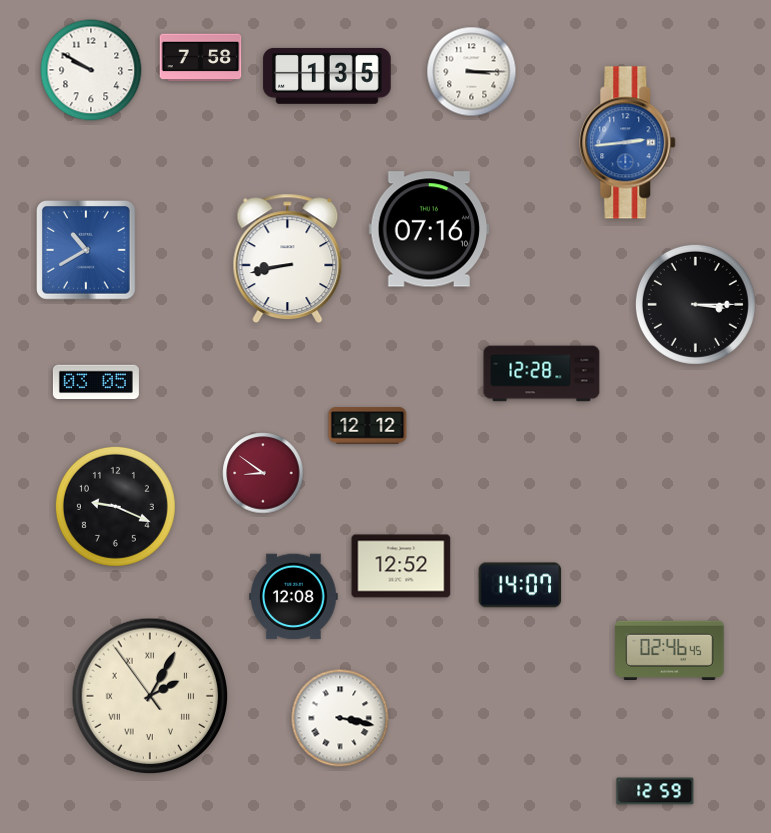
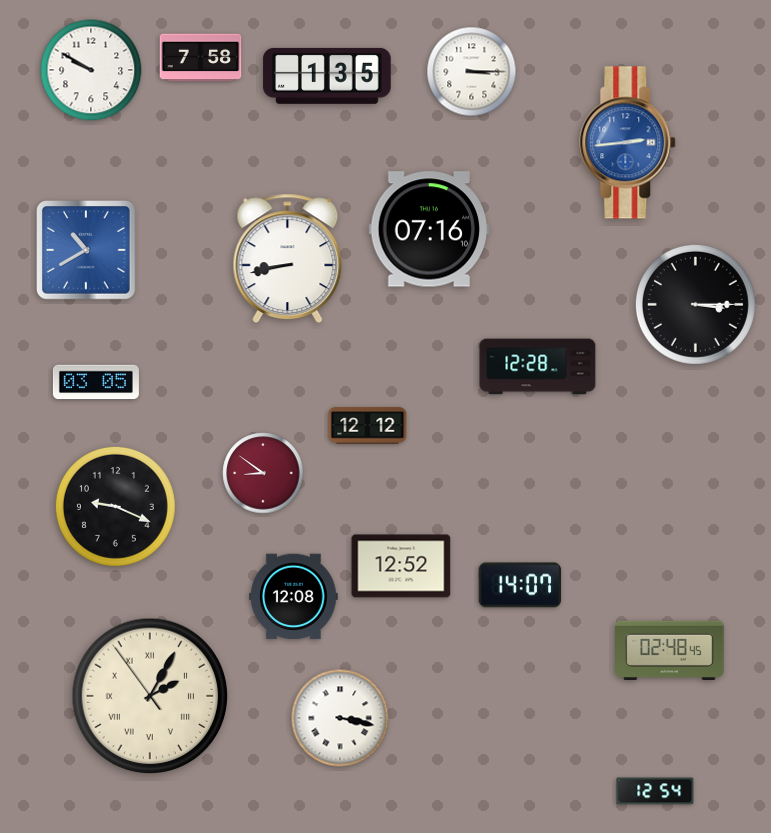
clock at (542, 374) position: (542, 374) -> (538, 367)
clock at (670, 650): 02:46 -> 02:48
clock at (655, 791): 12:59 -> 12:54
